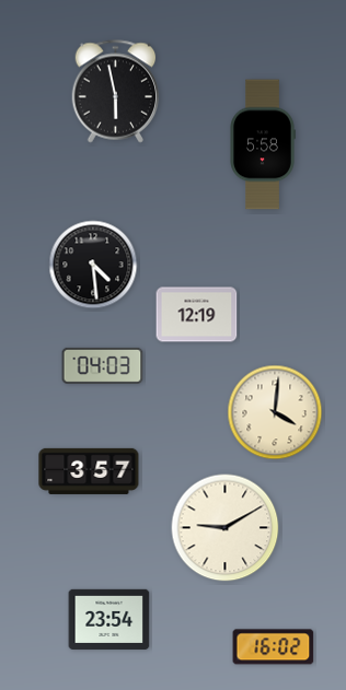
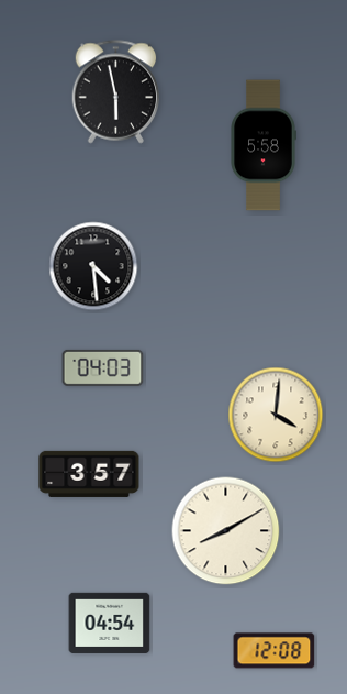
clock at (197, 315): 12:19 -> none
clock at (226, 528): 9:10 -> 8:10
clock at (109, 619): 23:54 -> 04:54
clock at (274, 647): 16:02 -> 12:08
